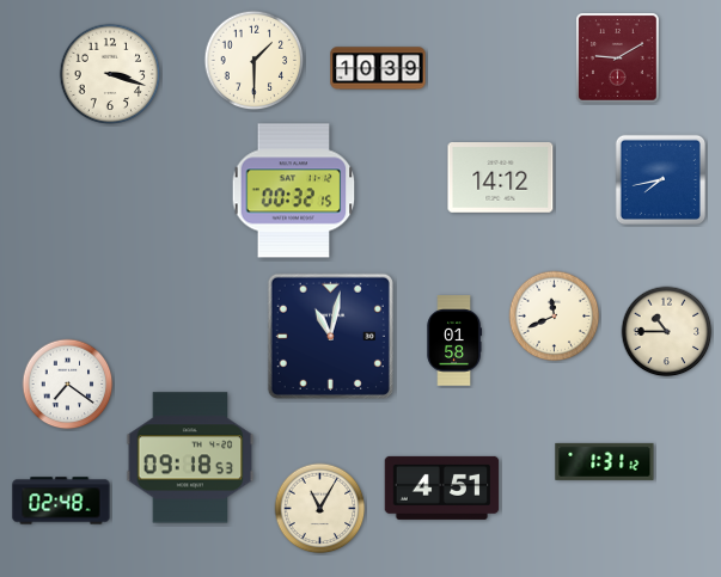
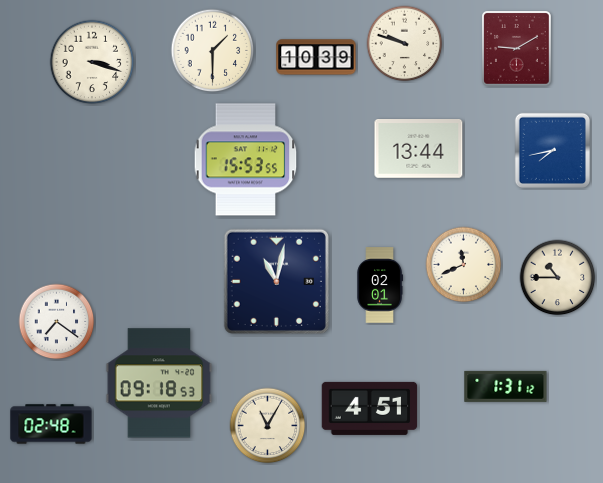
clock at (405, 44): none -> 9:48
clock at (501, 178): 14:12 -> 13:44
clock at (294, 191): 00:32 -> 15:53
clock at (453, 340): 01:58 -> 02:01
clock at (61, 501) position: (61, 501) -> (51, 424)
